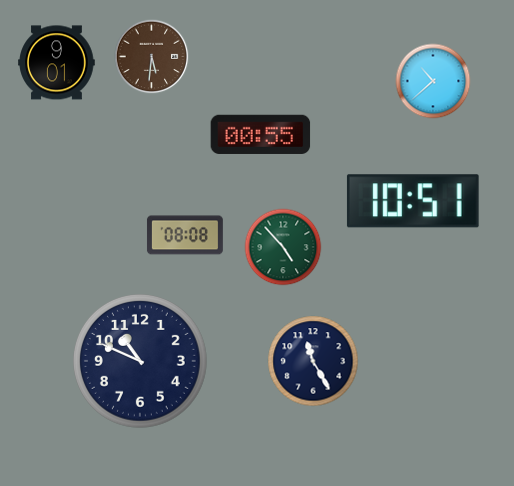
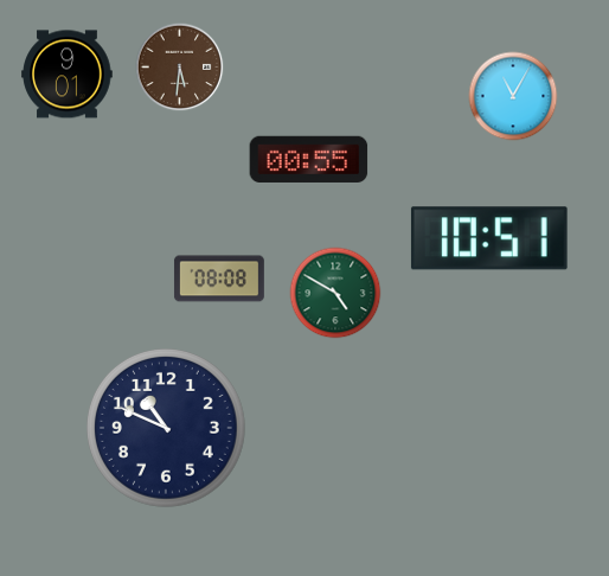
clock at (433, 81): 10:38 -> 11:05
clock at (283, 247): 4:53 -> 4:50
clock at (313, 361): 11:25 -> none
